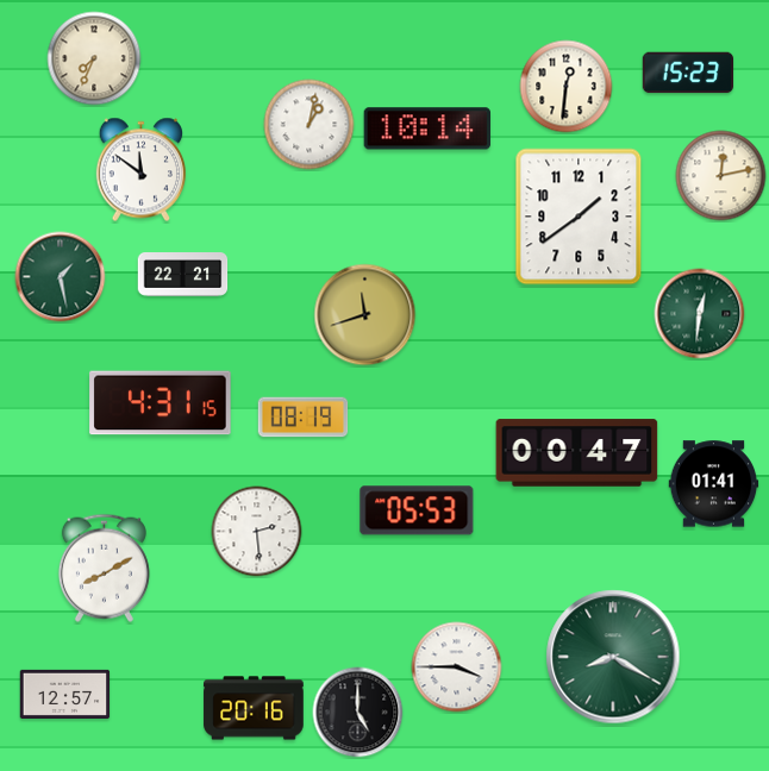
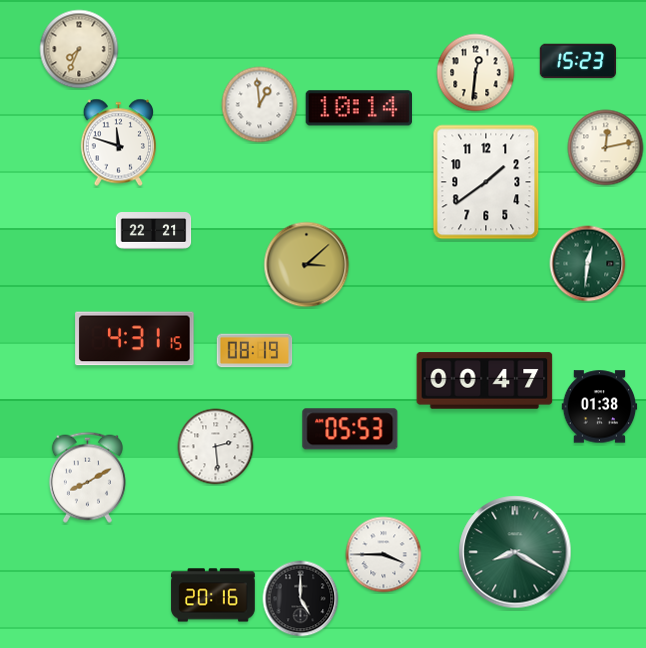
clock at (310, 125): 1:02 -> 12:59
clock at (140, 170): 11:51 -> 11:48
clock at (61, 277): 1:28 -> none
clock at (365, 315): 11:42 -> 3:08
clock at (714, 484): 01:41 -> 01:38
clock at (457, 667) position: (457, 667) -> (384, 555)
clock at (65, 694): 12:57 -> none
